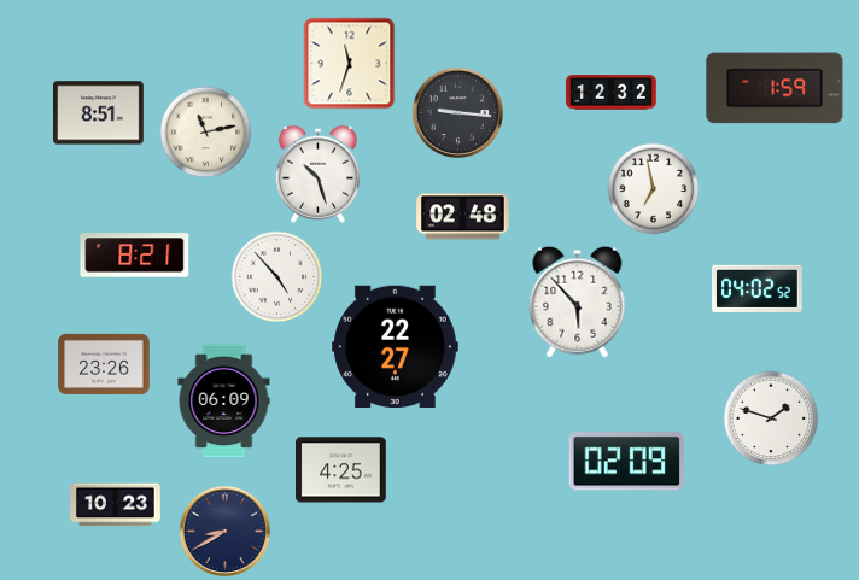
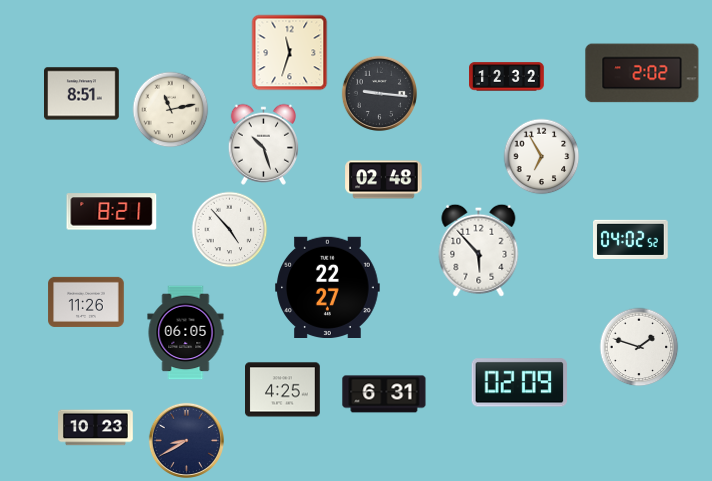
clock at (775, 88): 1:59 -> 2:02
clock at (654, 189): 6:58 -> 6:55
clock at (758, 288) position: (758, 288) -> (631, 239)
clock at (104, 364): 23:26 -> 11:26
clock at (224, 402): 06:09 -> 06:05
clock at (384, 394): none -> 6:31
clock at (116, 505) position: (116, 505) -> (96, 428)
